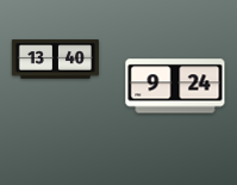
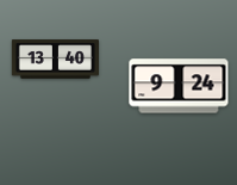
clock at (175, 86) position: (175, 86) -> (179, 86)
